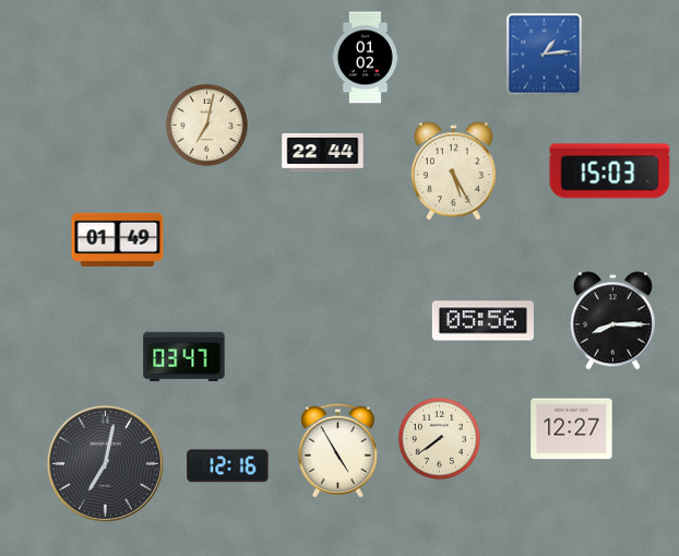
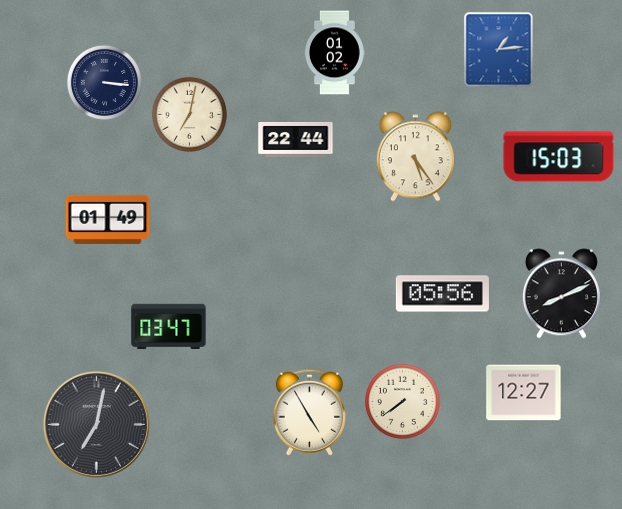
clock at (104, 82): none -> 3:16
clock at (453, 171): 5:25 -> 5:24
clock at (612, 321): 8:15 -> 8:11
clock at (228, 466): 12:16 -> none
